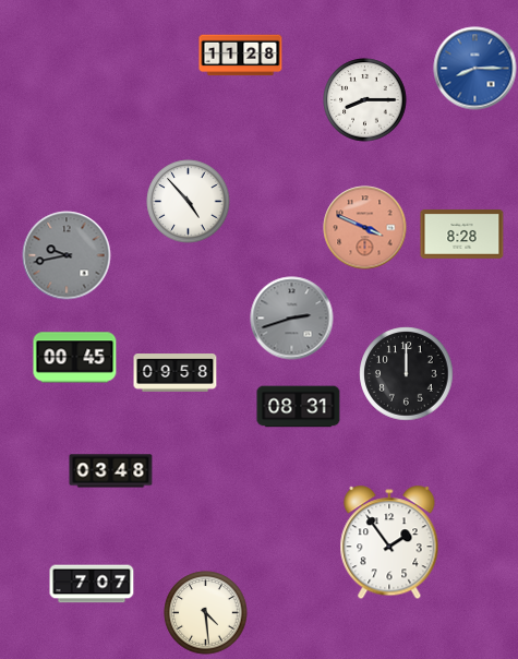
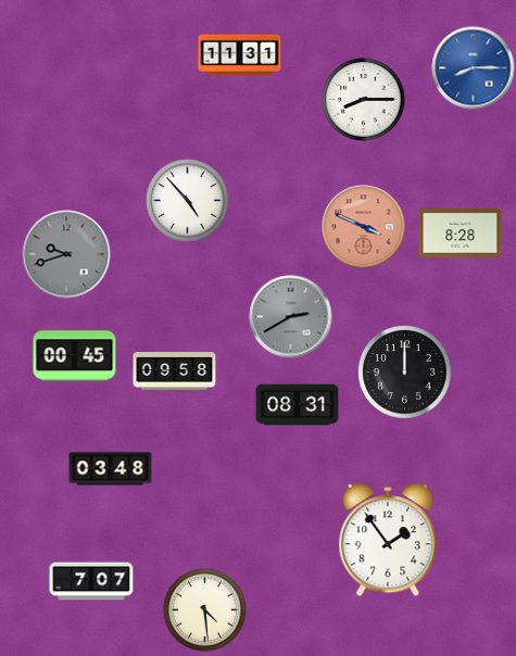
clock at (241, 56): 11:28 -> 11:31
clock at (67, 255): 9:43 -> 9:42
clock at (292, 319): 2:42 -> 2:40
